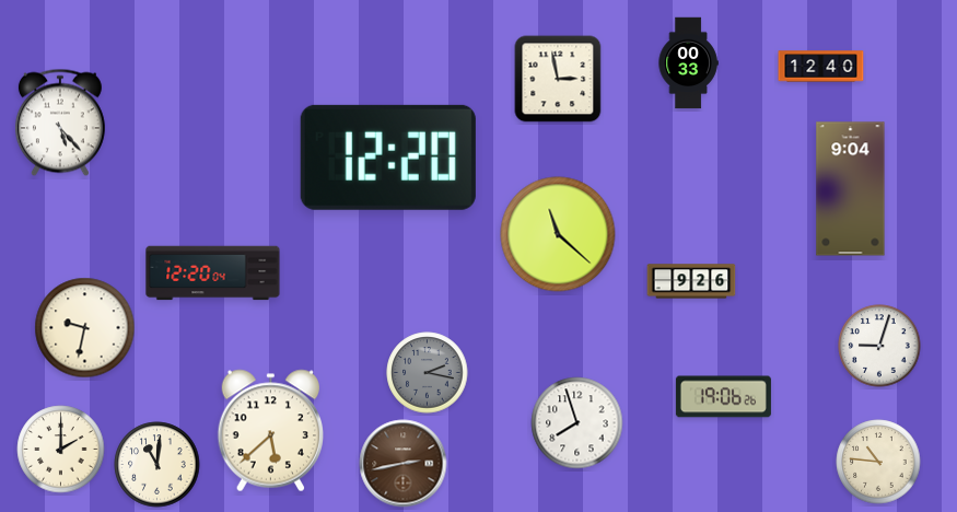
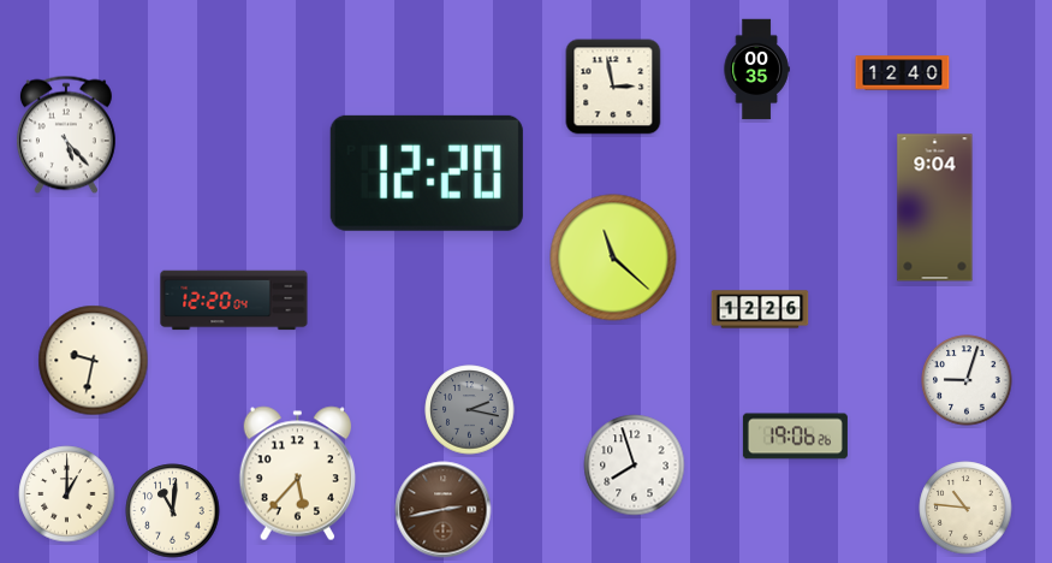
clock at (688, 63): 00:33 -> 00:35
clock at (691, 281): 9:26 -> 12:26
clock at (270, 431): 5:38 -> 5:37
clock at (61, 450): 2:00 -> 1:00
